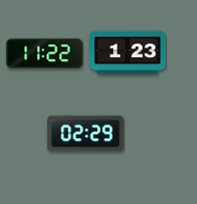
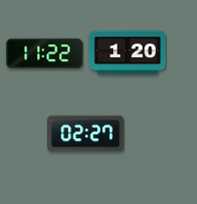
clock at (128, 53): 1:23 -> 1:20
clock at (86, 134): 02:29 -> 02:27
